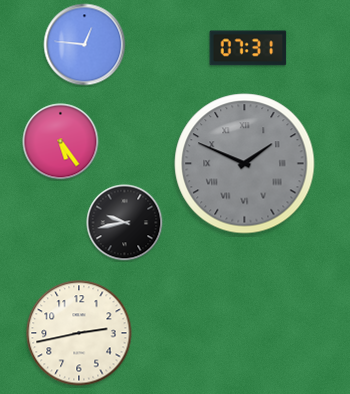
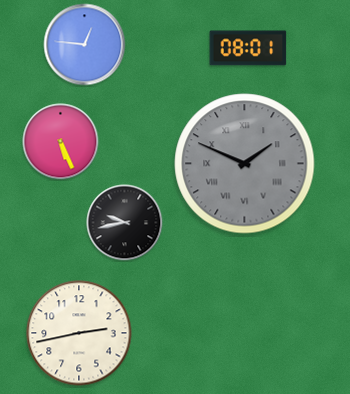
clock at (248, 48): 07:31 -> 08:01
clock at (61, 142): 5:24 -> 5:26
